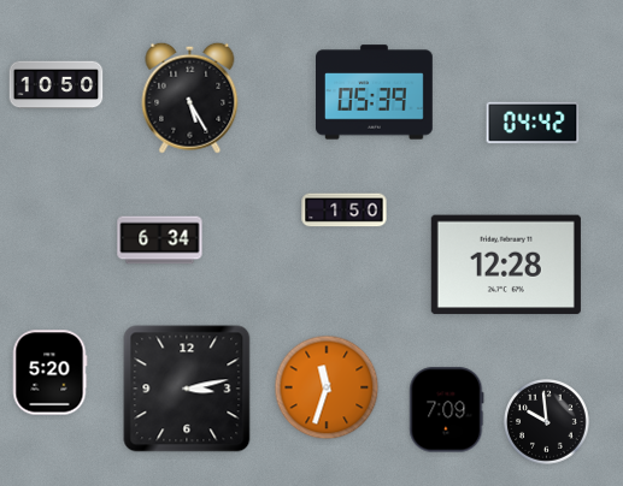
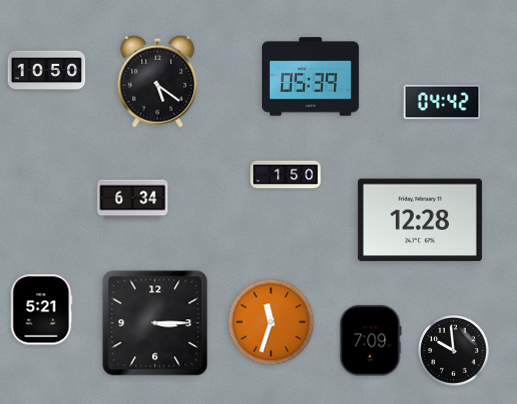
clock at (190, 97): 5:25 -> 5:21
clock at (49, 373): 5:20 -> 5:21
clock at (187, 389): 3:13 -> 3:15
